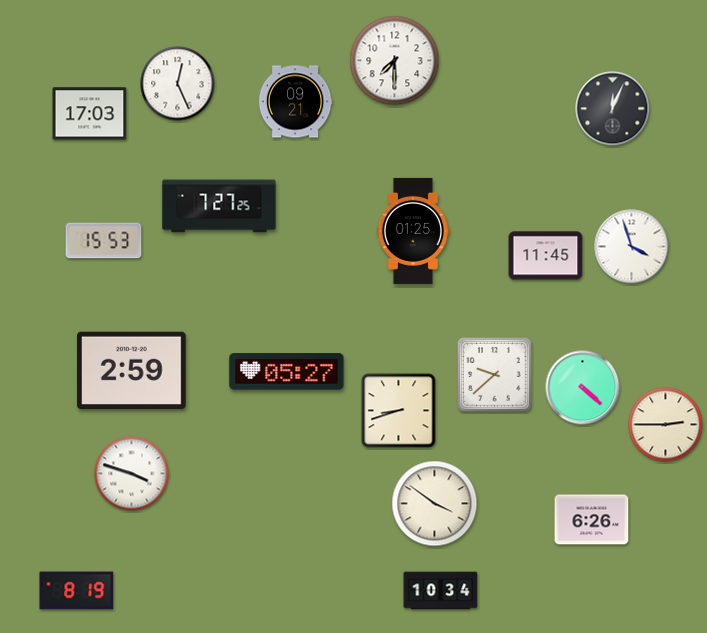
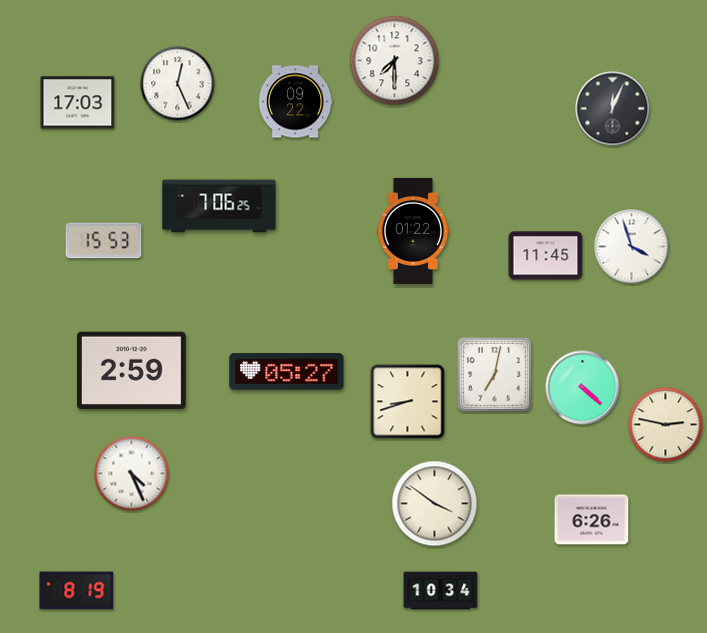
clock at (295, 102): 09:21 -> 09:22
clock at (90, 114) position: (90, 114) -> (78, 103)
clock at (219, 206): 7:27 -> 7:06
clock at (413, 231): 01:25 -> 01:22
clock at (494, 374): 9:38 -> 7:02
clock at (399, 411) position: (399, 411) -> (408, 402)
clock at (666, 425): 2:45 -> 2:47
clock at (132, 474): 3:48 -> 4:26
